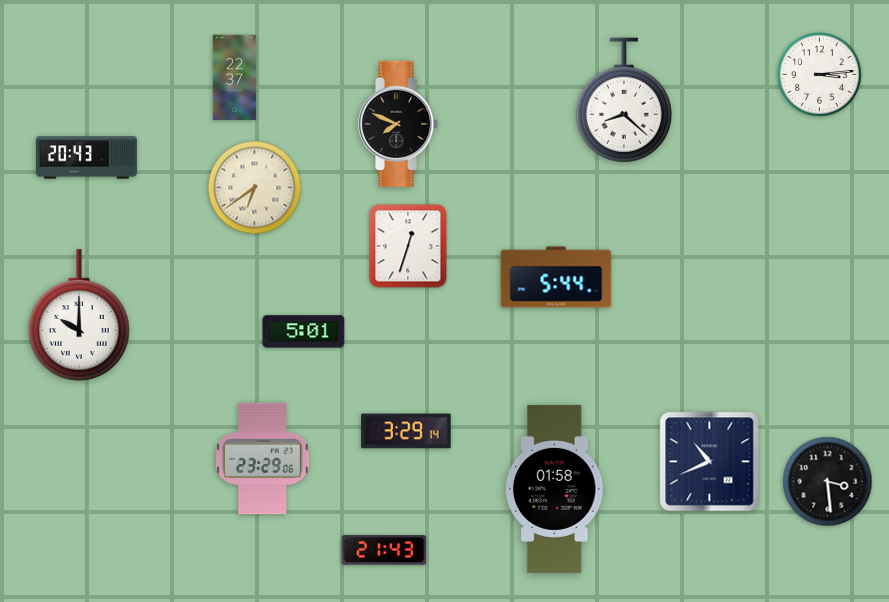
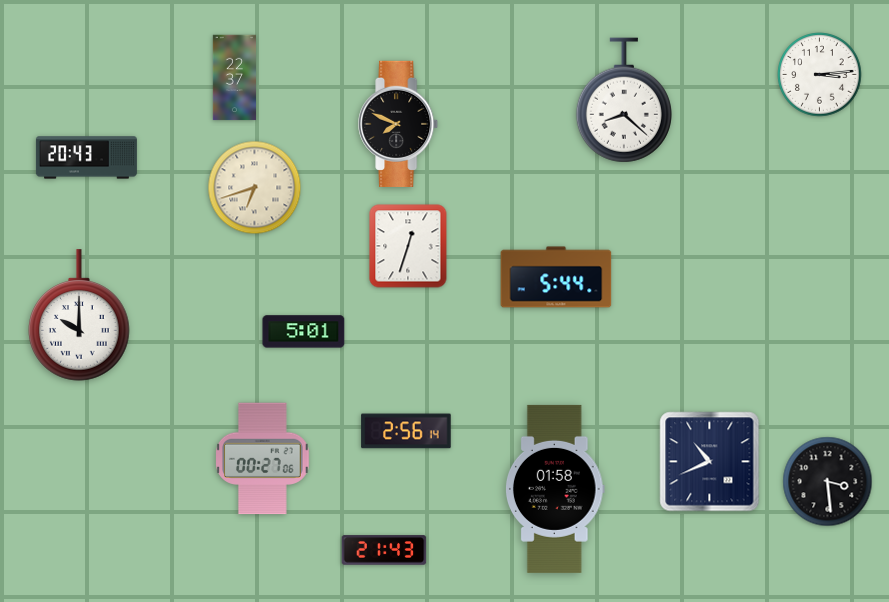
clock at (255, 188): 6:39 -> 6:42
clock at (406, 431): 3:29 -> 2:56
clock at (263, 459): 23:29 -> 00:27
